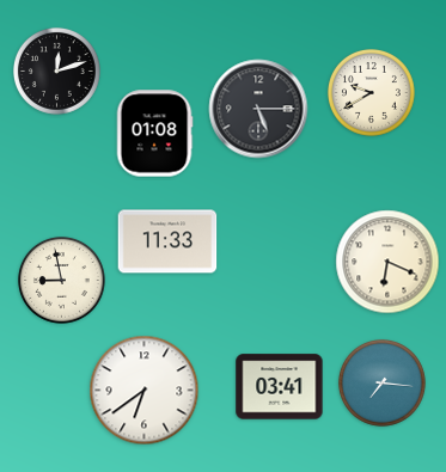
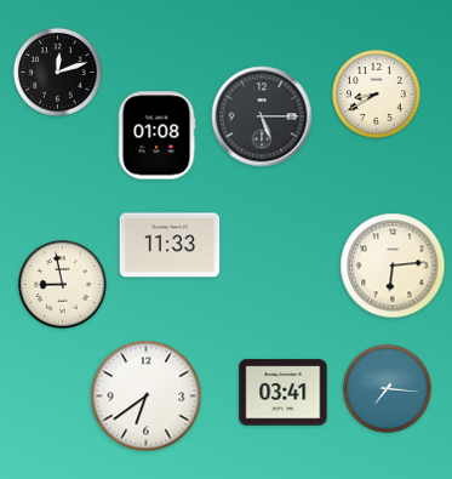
clock at (371, 92): 9:40 -> 8:40
clock at (258, 109) position: (258, 109) -> (262, 116)
clock at (387, 262): 6:19 -> 6:14
